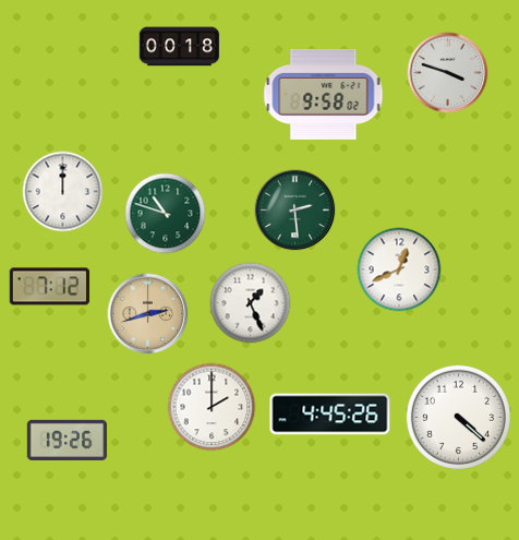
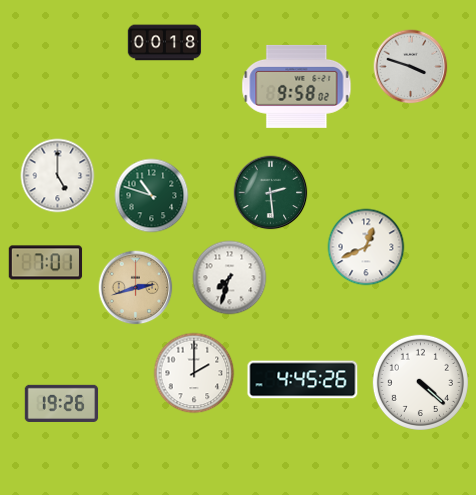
clock at (63, 192): 12:00 -> 5:00
clock at (50, 287): 7:12 -> 7:01
clock at (251, 303): 1:26 -> 7:33
